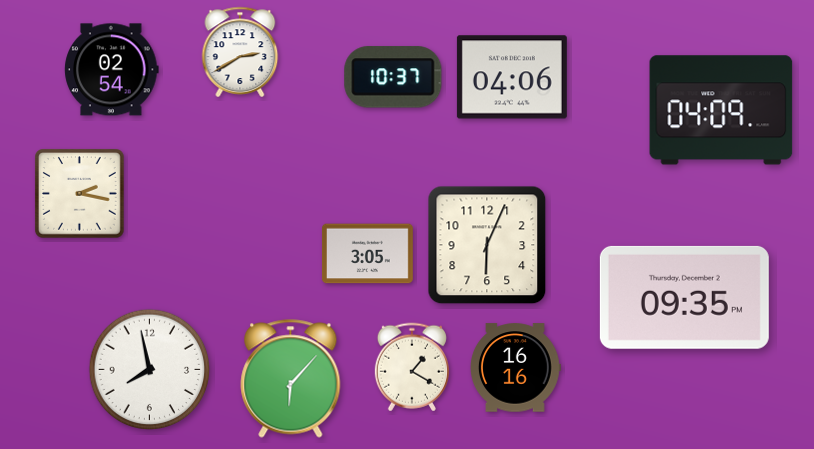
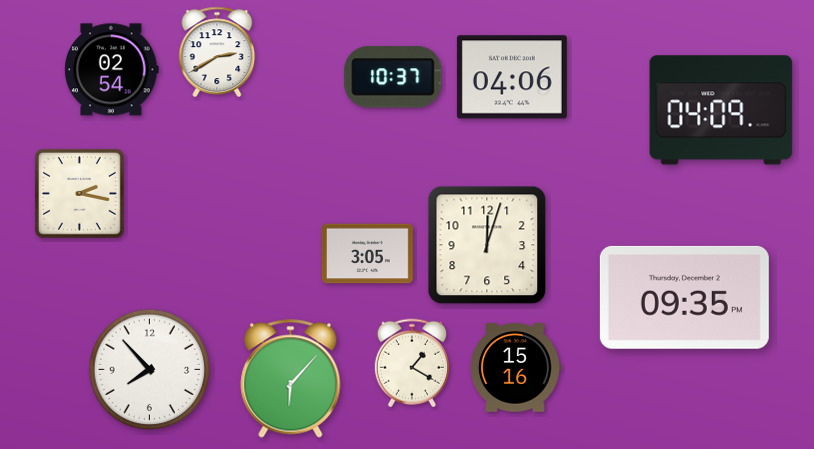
clock at (240, 52) position: (240, 52) -> (217, 52)
clock at (487, 245): 6:04 -> 12:03
clock at (412, 367) position: (412, 367) -> (412, 363)
clock at (516, 368): 16:16 -> 15:16
clock at (150, 370): 7:58 -> 7:53
